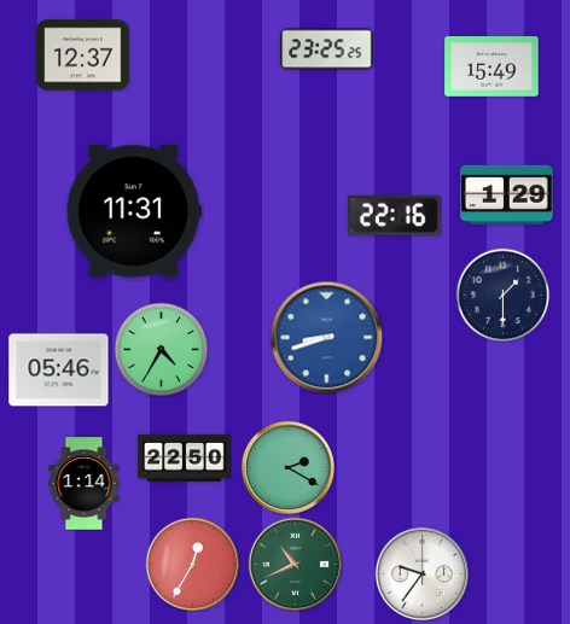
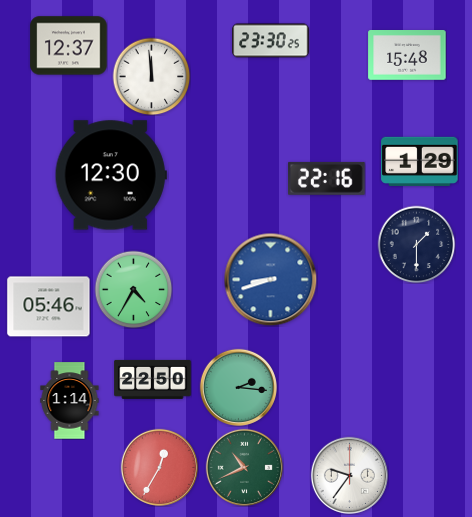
clock at (327, 49): 23:25 -> 23:30
clock at (492, 68): 15:49 -> 15:48
clock at (151, 76): none -> 11:59
clock at (134, 211): 11:31 -> 12:30
clock at (287, 467): 2:20 -> 2:16
